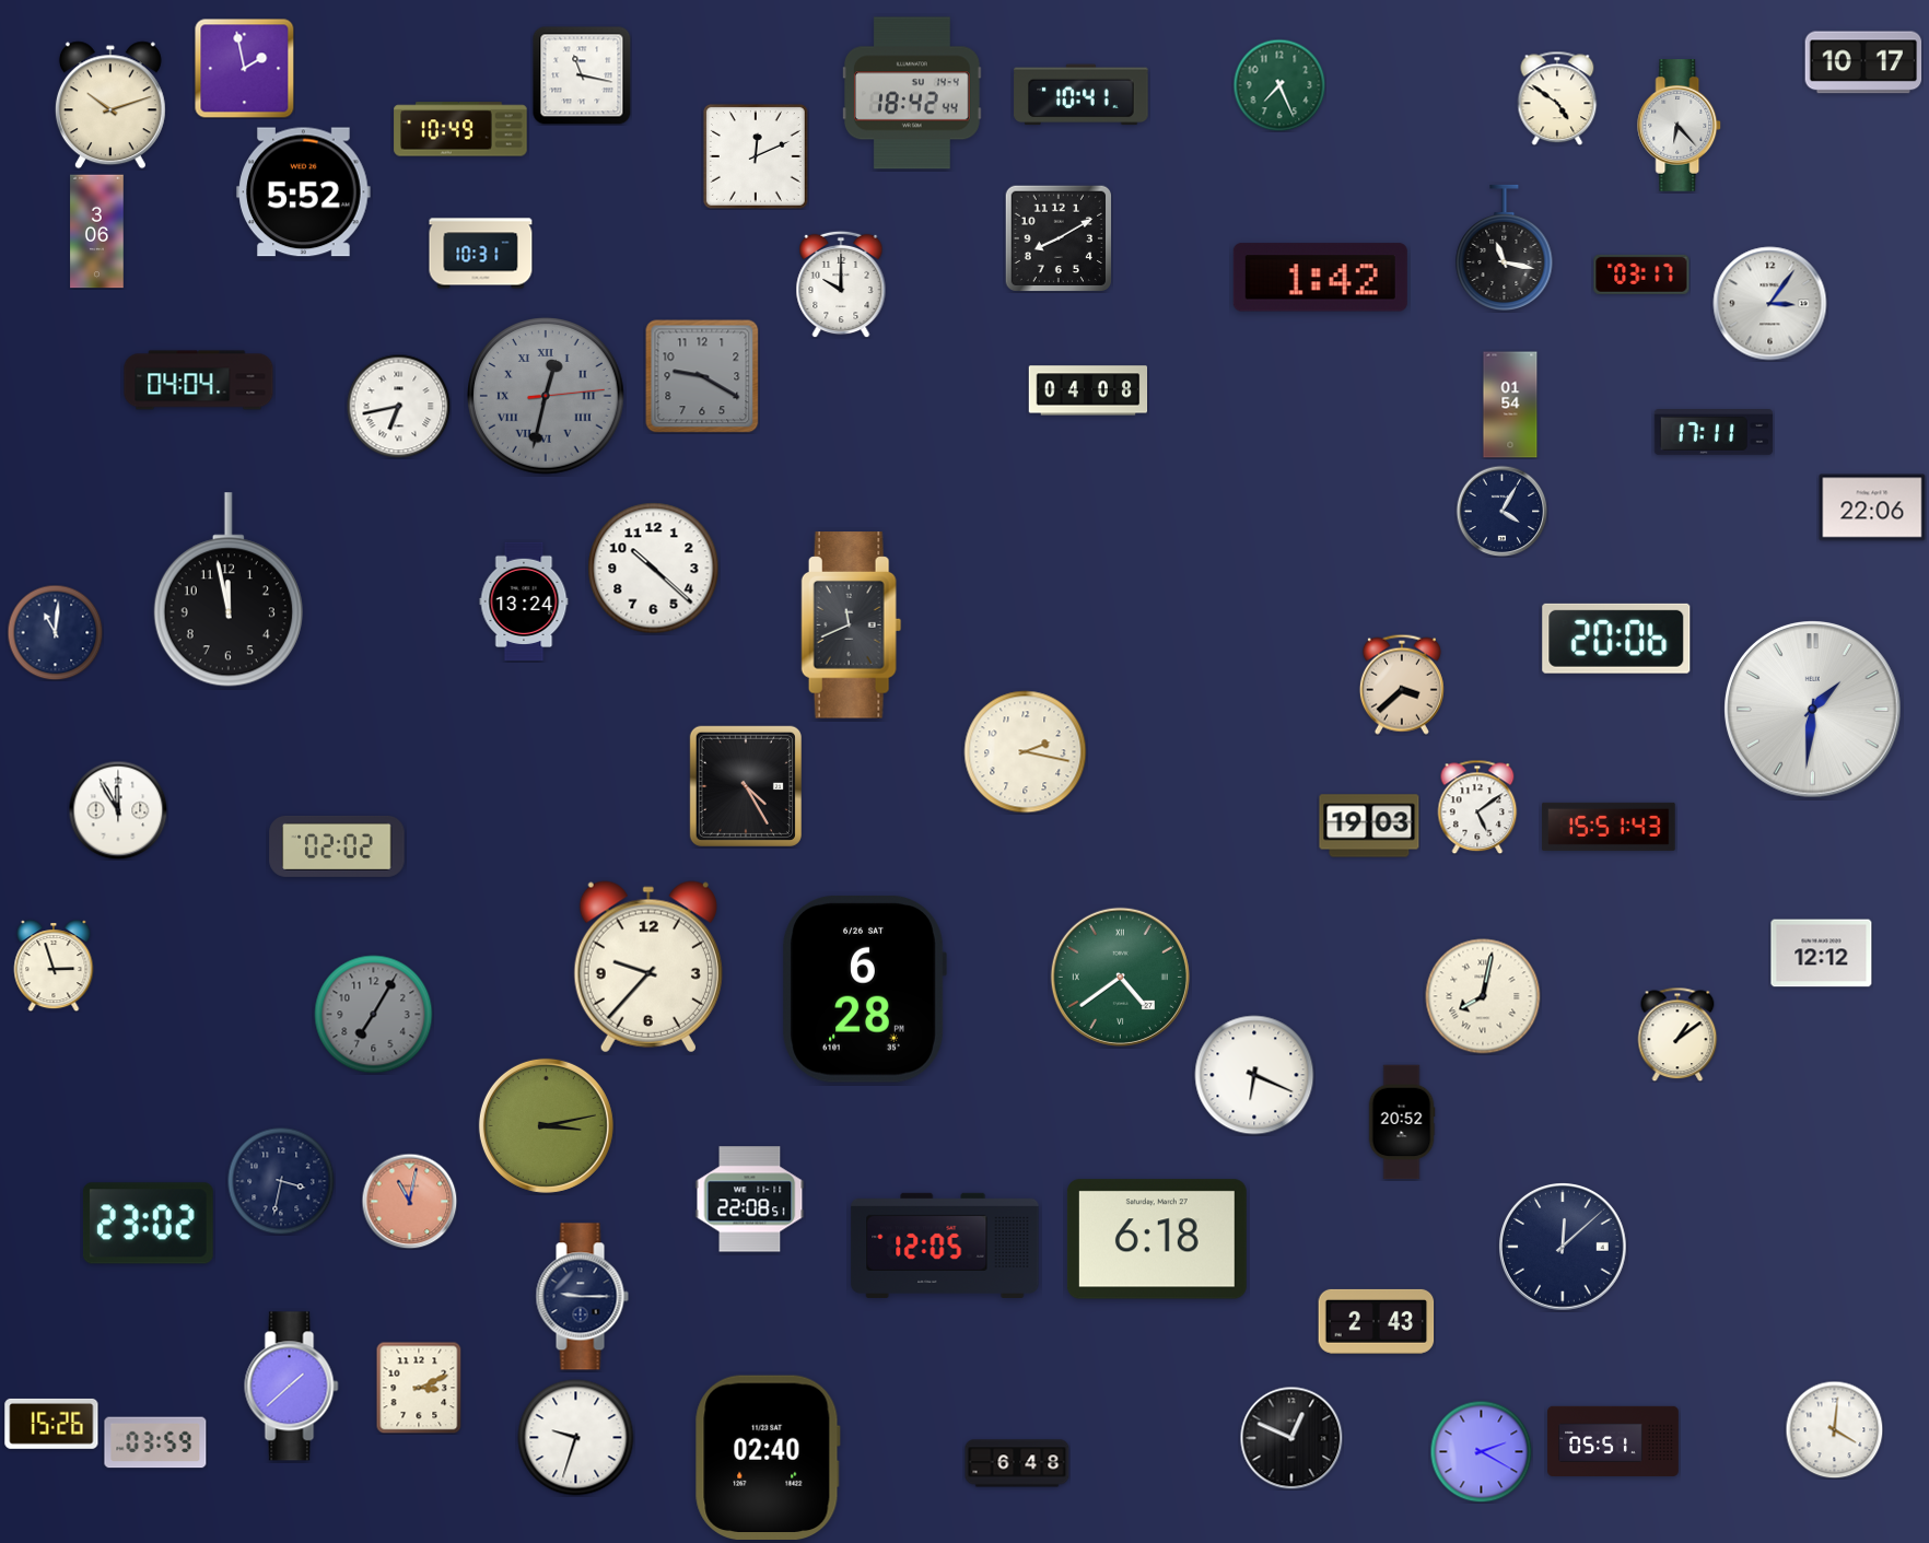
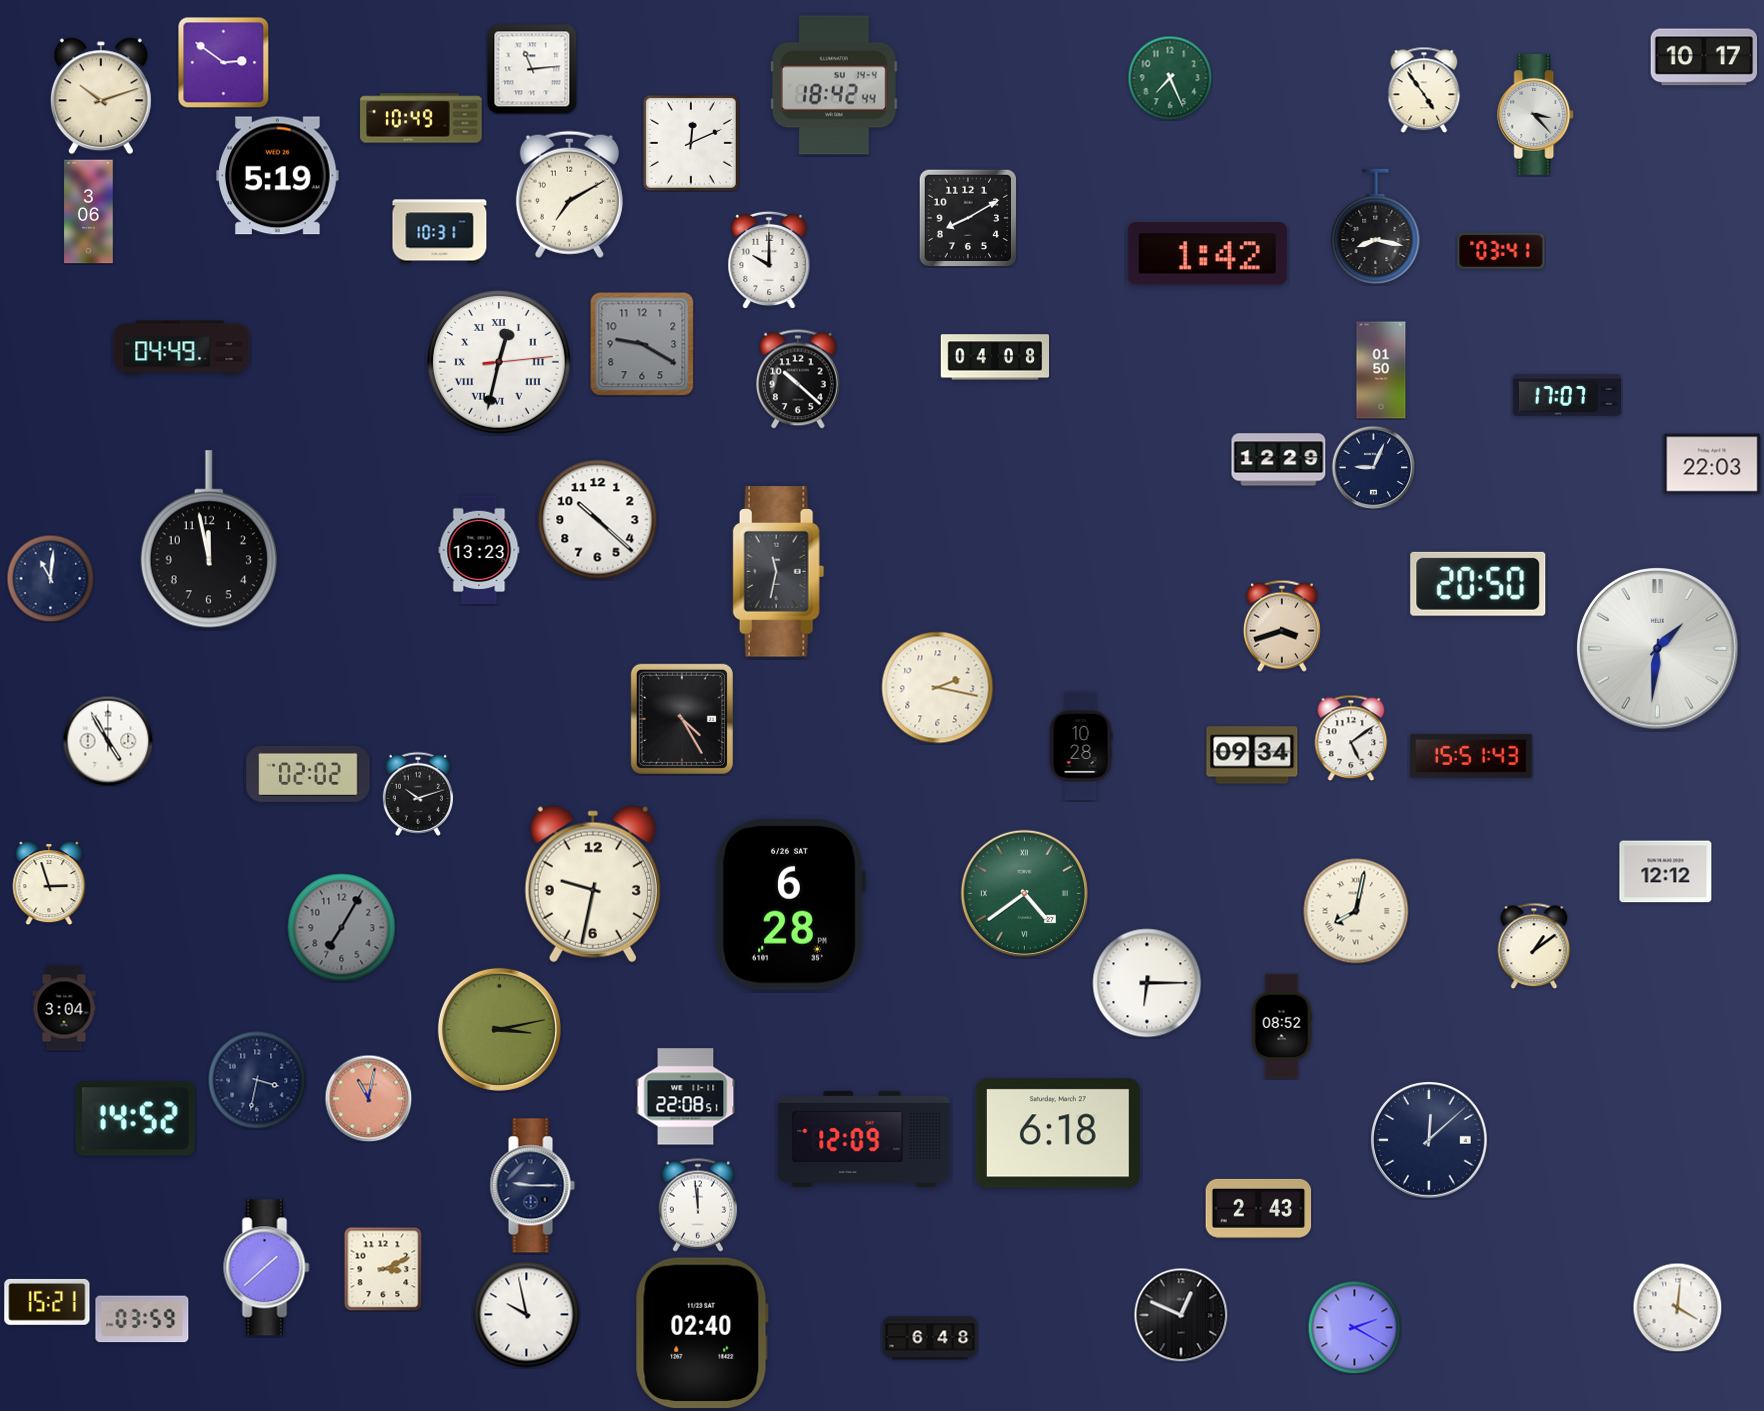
clock at (244, 68): 1:58 -> 2:51
clock at (582, 75): 11:17 -> 11:14
clock at (1082, 95): 10:41 -> none
clock at (1557, 98): 4:51 -> 4:54
clock at (1680, 126): 6:23 -> 3:23
clock at (304, 192): 5:52 -> 5:19
clock at (569, 194): none -> 7:10
clock at (1505, 247): 11:17 -> 8:17
clock at (1641, 274): 03:17 -> 03:41
clock at (1770, 304): 3:06 -> none
clock at (199, 381): 04:04 -> 04:49
clock at (546, 396) dial: grey -> white
clock at (1510, 405): 01:54 -> 01:50
clock at (398, 406): 6:43 -> none
clock at (799, 379): none -> 10:22
clock at (1714, 433): 17:11 -> 17:07
clock at (1279, 460): none -> 12:29
clock at (1872, 507): 22:06 -> 22:03
clock at (1501, 511): 4:05 -> 9:04
clock at (524, 601): 13:24 -> 13:23
clock at (852, 626): 11:41 -> 11:32
clock at (1616, 639): 20:06 -> 20:50
clock at (1402, 685): 3:38 -> 3:42
clock at (118, 810): 11:55 -> 4:55
clock at (1081, 746): none -> 10:28
clock at (1369, 826): 19:03 -> 09:34
clock at (418, 794): none -> 10:12
clock at (648, 967): 9:37 -> 9:32
clock at (1254, 1075): 6:19 -> 6:15
clock at (64, 1008): none -> 3:04
clock at (1402, 1122): 20:52 -> 08:52
clock at (409, 1201) position: (409, 1201) -> (368, 1098)
clock at (148, 1224): 23:02 -> 14:52
clock at (945, 1246): 12:05 -> 12:09
clock at (697, 1205): none -> 11:59
clock at (51, 1424): 15:26 -> 15:21
clock at (576, 1438): 9:33 -> 9:58
clock at (1613, 1440): 05:51 -> none
